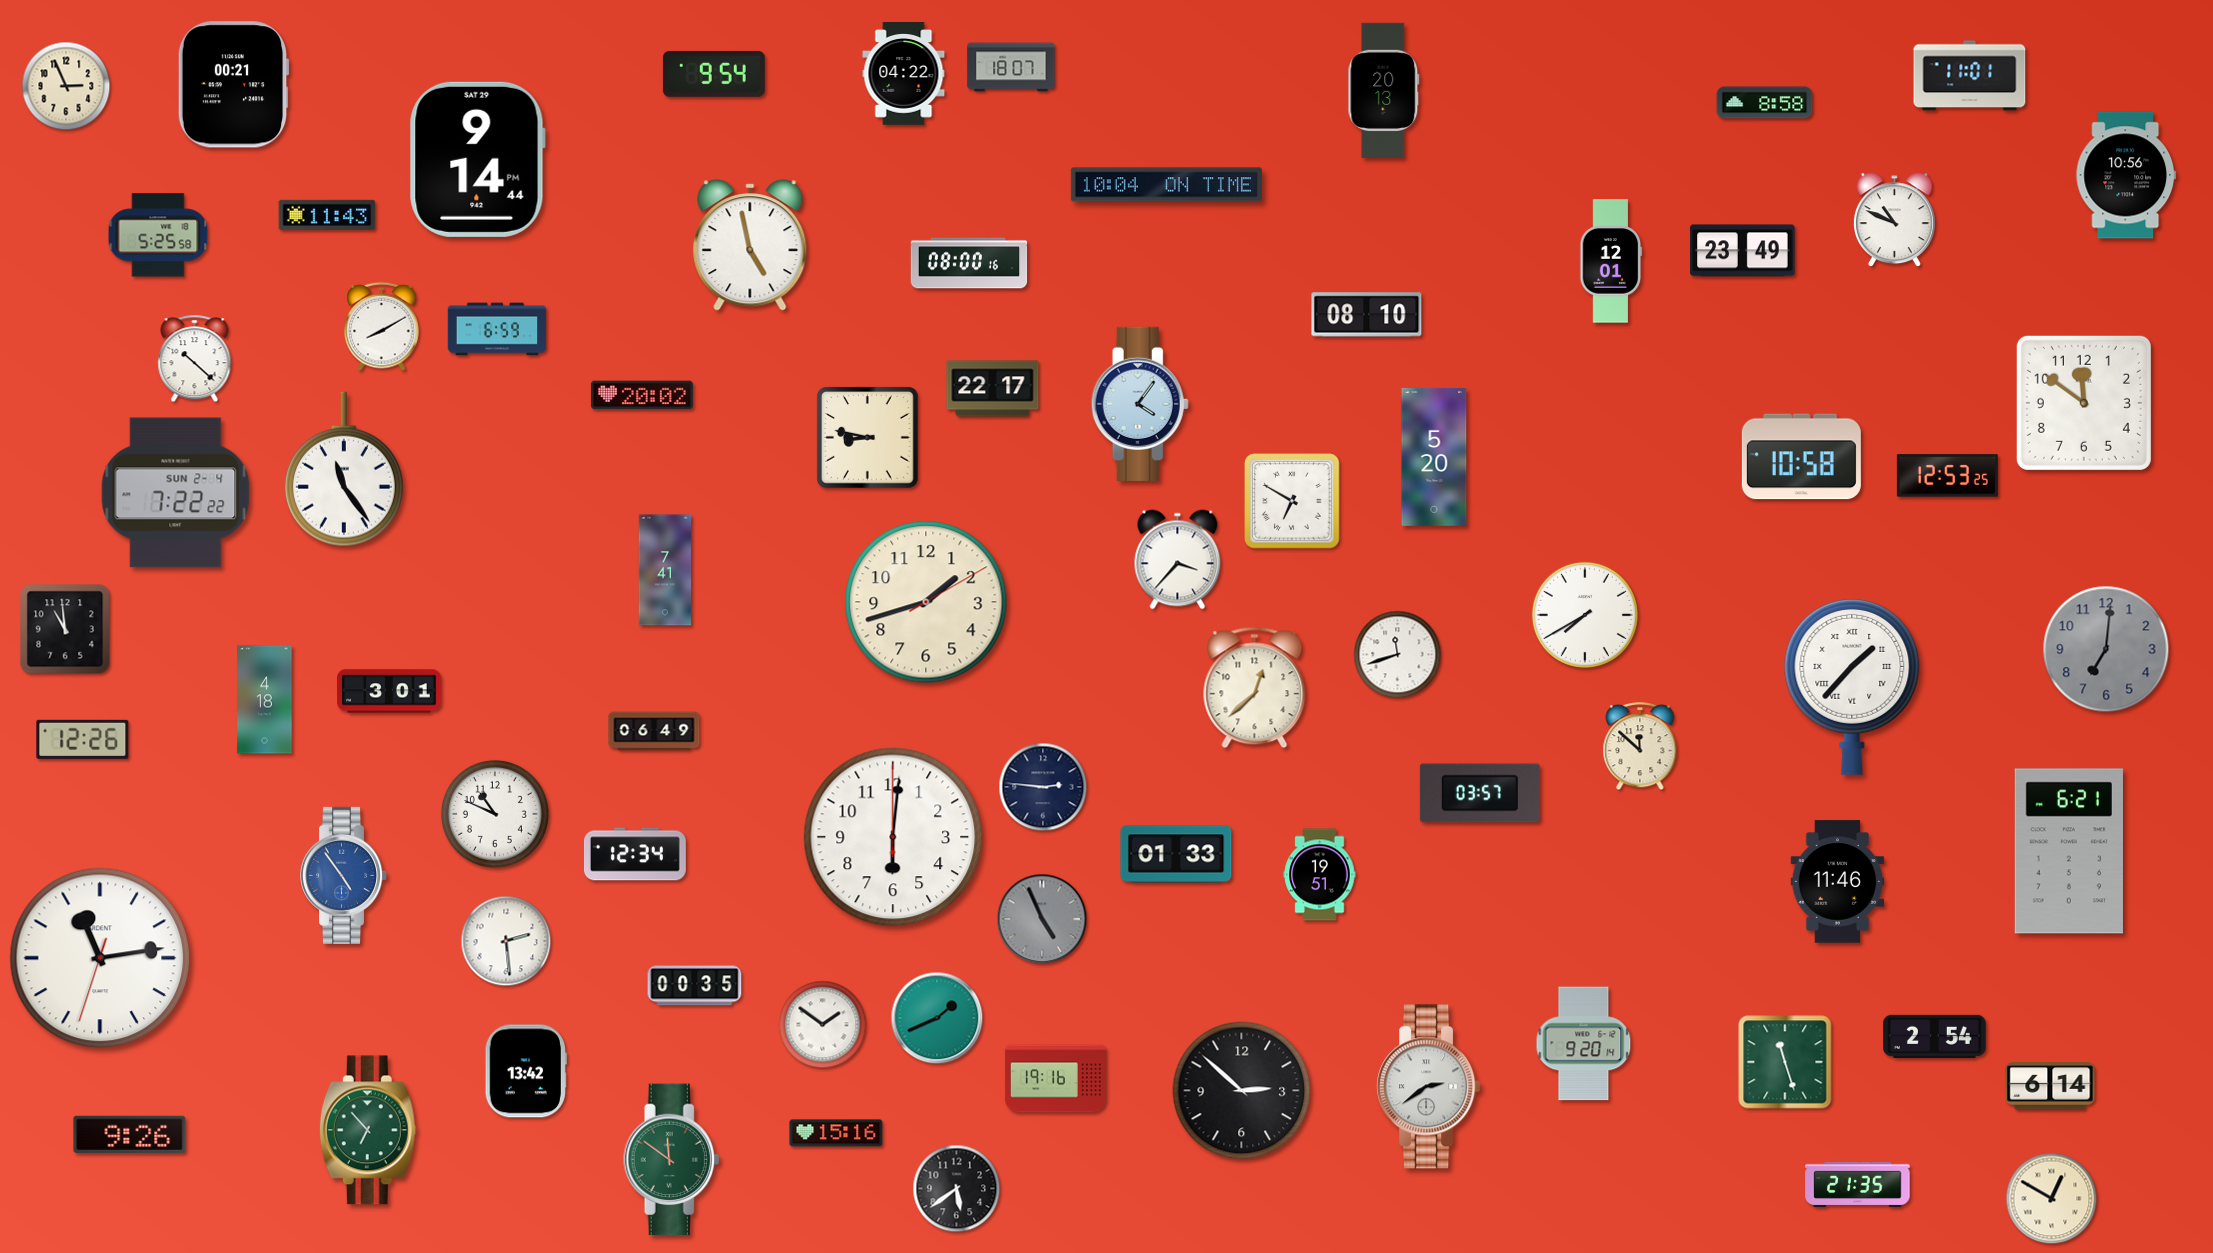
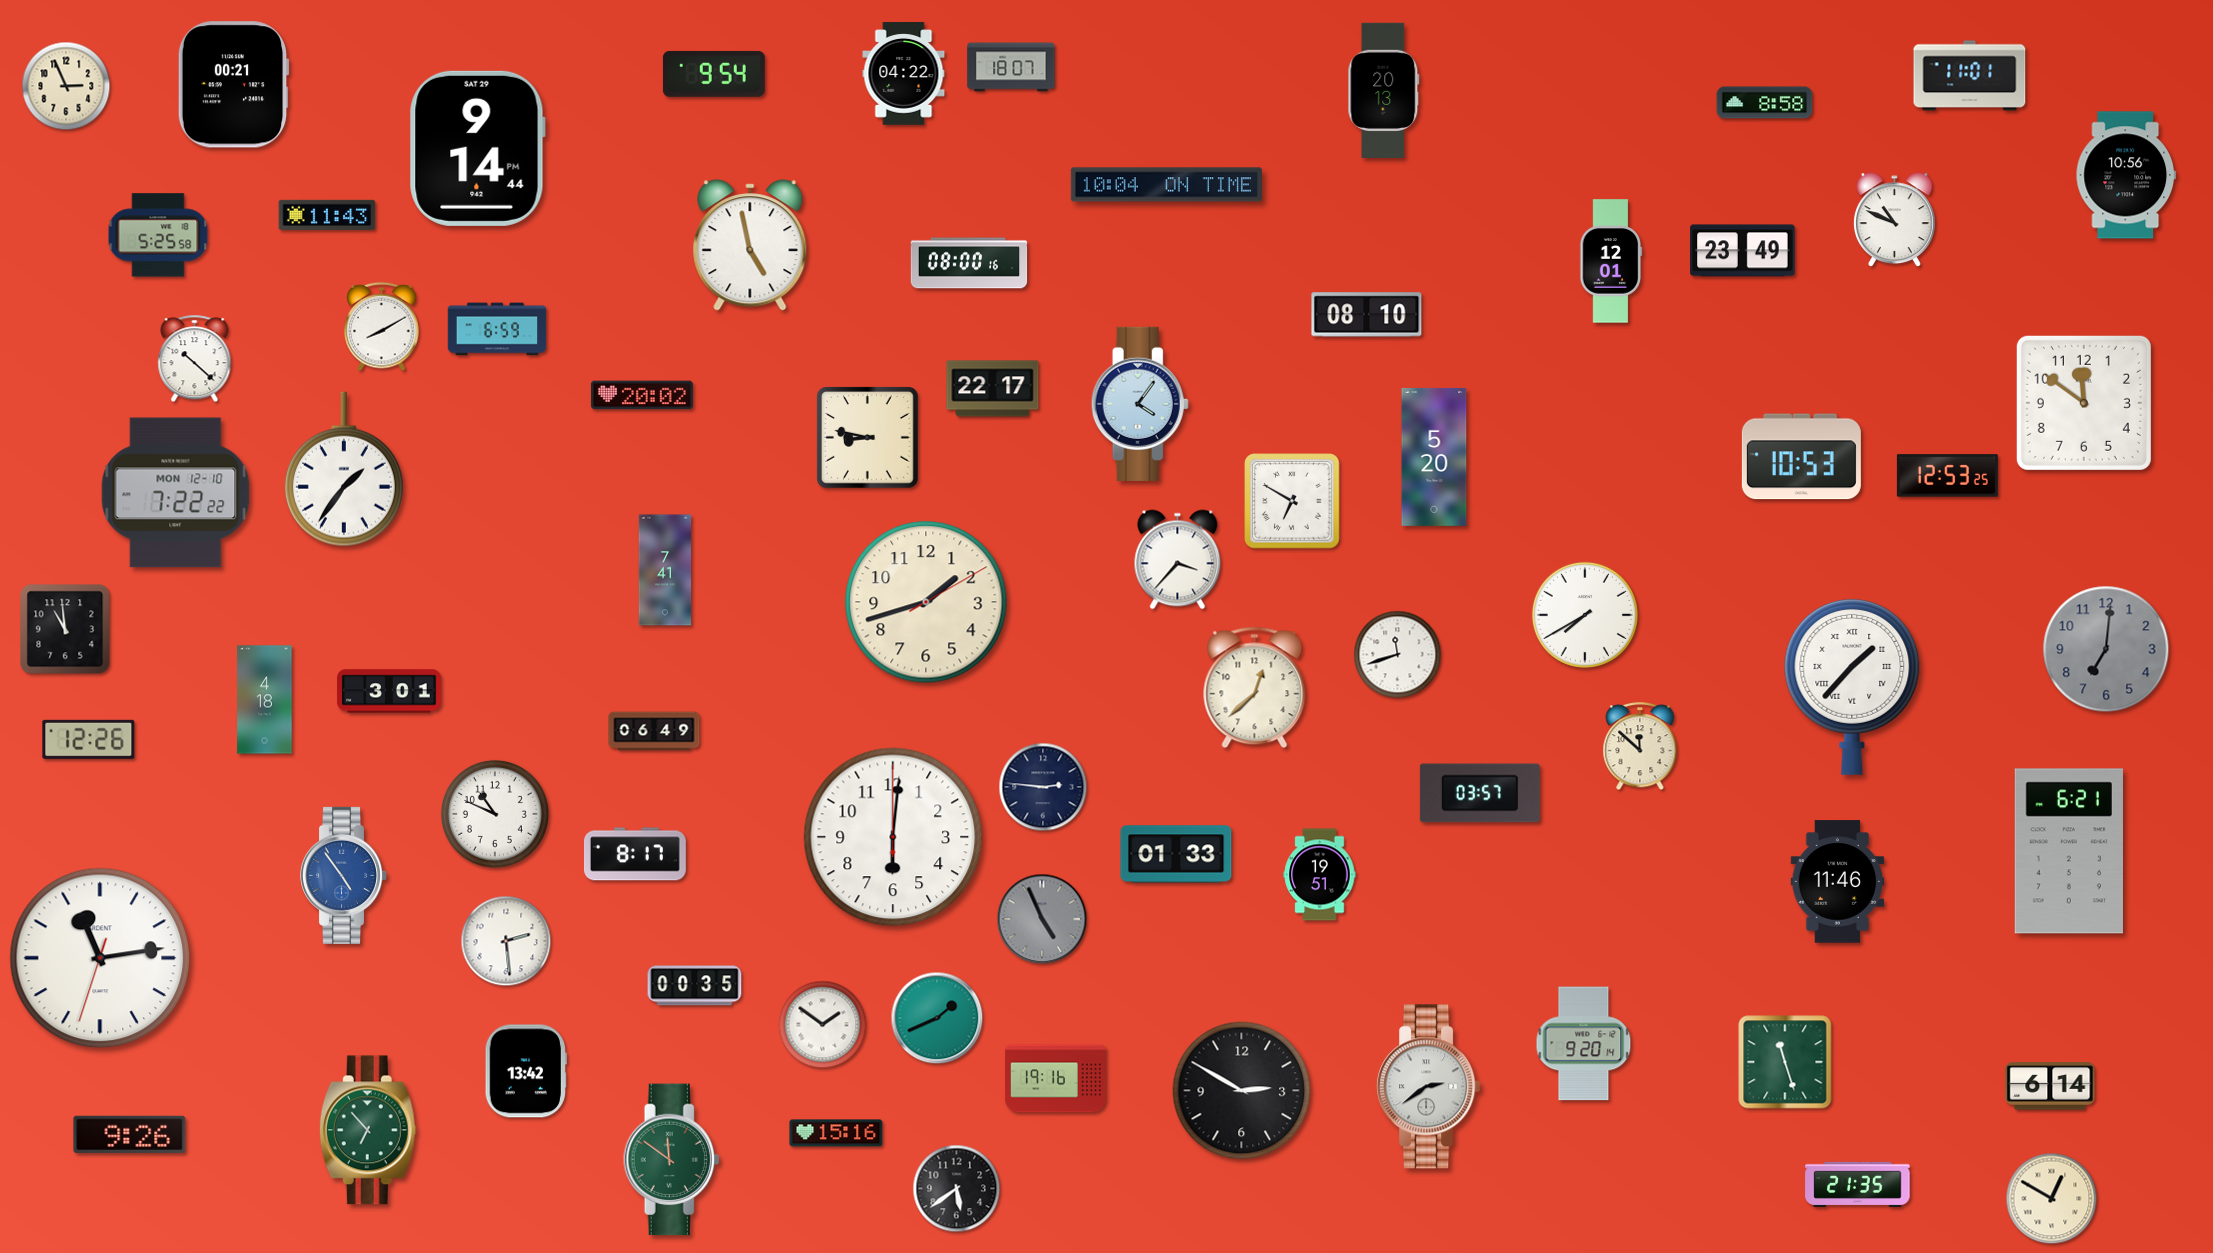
clock at (477, 159) position: (477, 159) -> (477, 148)
clock at (1801, 457): 10:58 -> 10:53
clock at (344, 469): 11:24 -> 1:36
clock at (176, 493) date: SUN 2-4 -> MON 12-10
clock at (83, 739) position: (83, 739) -> (89, 739)
clock at (635, 854): 12:34 -> 8:17
clock at (1935, 1036): 2:54 -> none
clock at (1242, 1091): 2:52 -> 2:50
